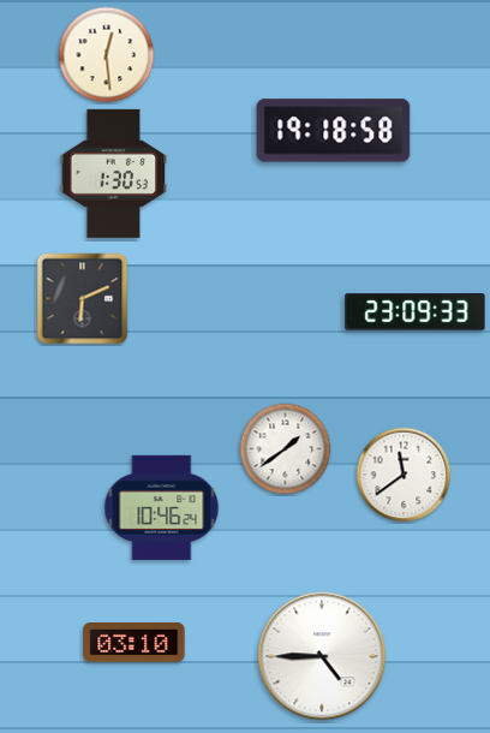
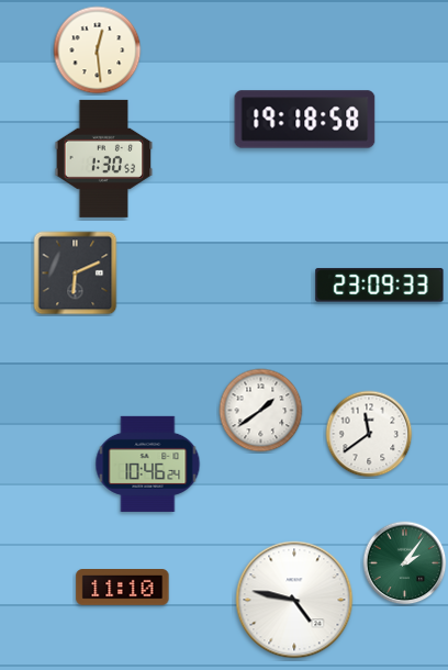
clock at (405, 563): none -> 2:06
clock at (135, 643): 03:10 -> 11:10
clock at (322, 656): 4:45 -> 4:47
